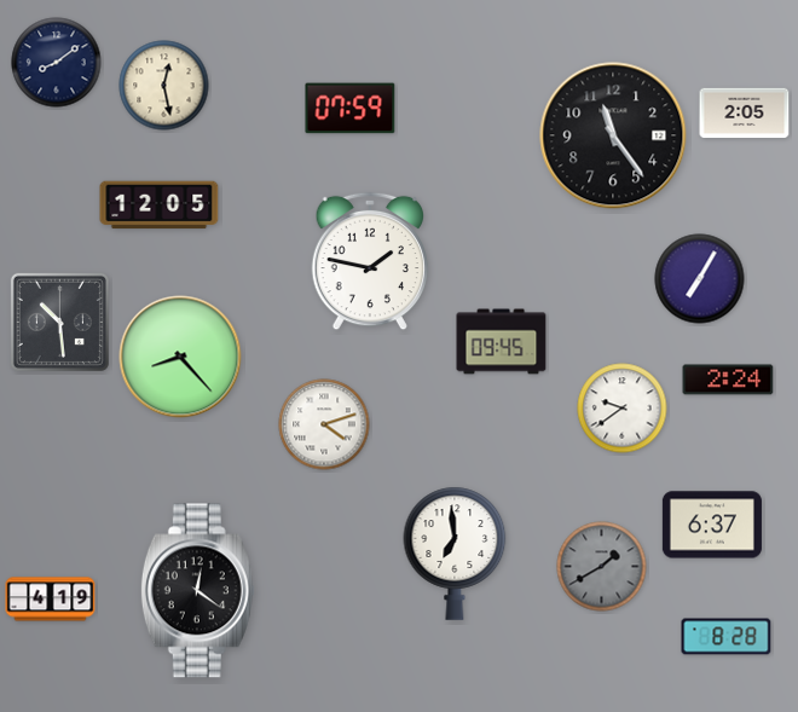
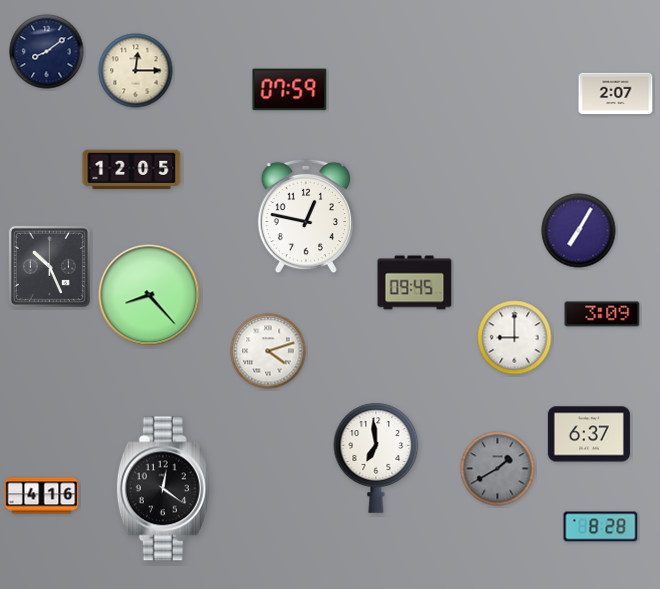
clock at (164, 86): 12:28 -> 12:15
clock at (745, 114): 2:05 -> 2:07
clock at (613, 135): 11:24 -> none
clock at (369, 261): 1:47 -> 12:47
clock at (59, 322): 10:29 -> 10:26
clock at (728, 380): 2:24 -> 3:09
clock at (623, 409): 9:39 -> 9:00
clock at (51, 600): 4:19 -> 4:16
